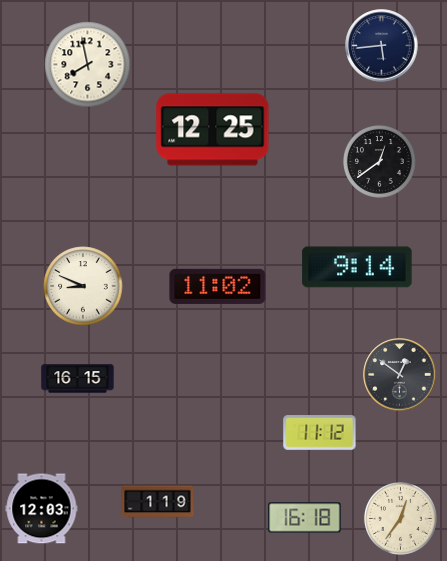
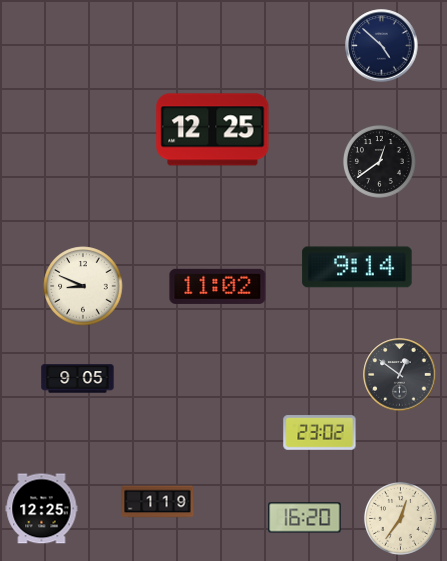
clock at (382, 46): 5:44 -> 4:52
clock at (88, 65): 7:58 -> none
clock at (78, 379): 16:15 -> 9:05
clock at (320, 433): 11:12 -> 23:02
clock at (42, 509): 12:03 -> 12:25
clock at (305, 518): 16:18 -> 16:20
